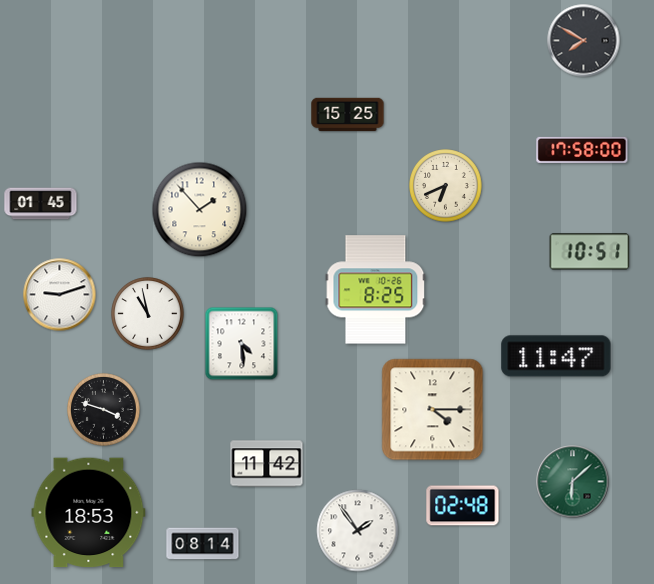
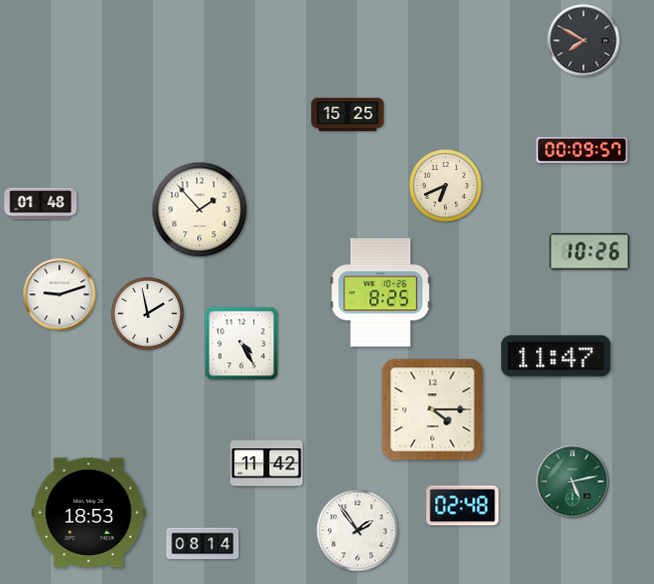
clock at (582, 150): 17:58 -> 00:09
clock at (41, 204): 01:45 -> 01:48
clock at (590, 252): 10:51 -> 10:26
clock at (376, 290) position: (376, 290) -> (381, 293)
clock at (148, 314): 10:58 -> 1:58
clock at (242, 344): 4:29 -> 4:25
clock at (104, 410): 3:48 -> none
clock at (573, 482): 6:08 -> 5:13
